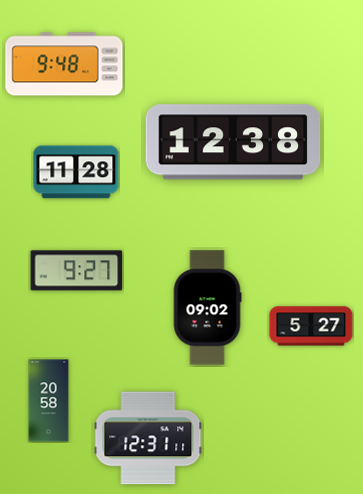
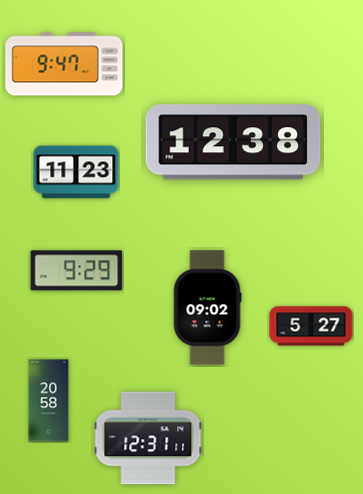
clock at (64, 64): 9:48 -> 9:47
clock at (76, 172): 11:28 -> 11:23
clock at (77, 271): 9:27 -> 9:29
